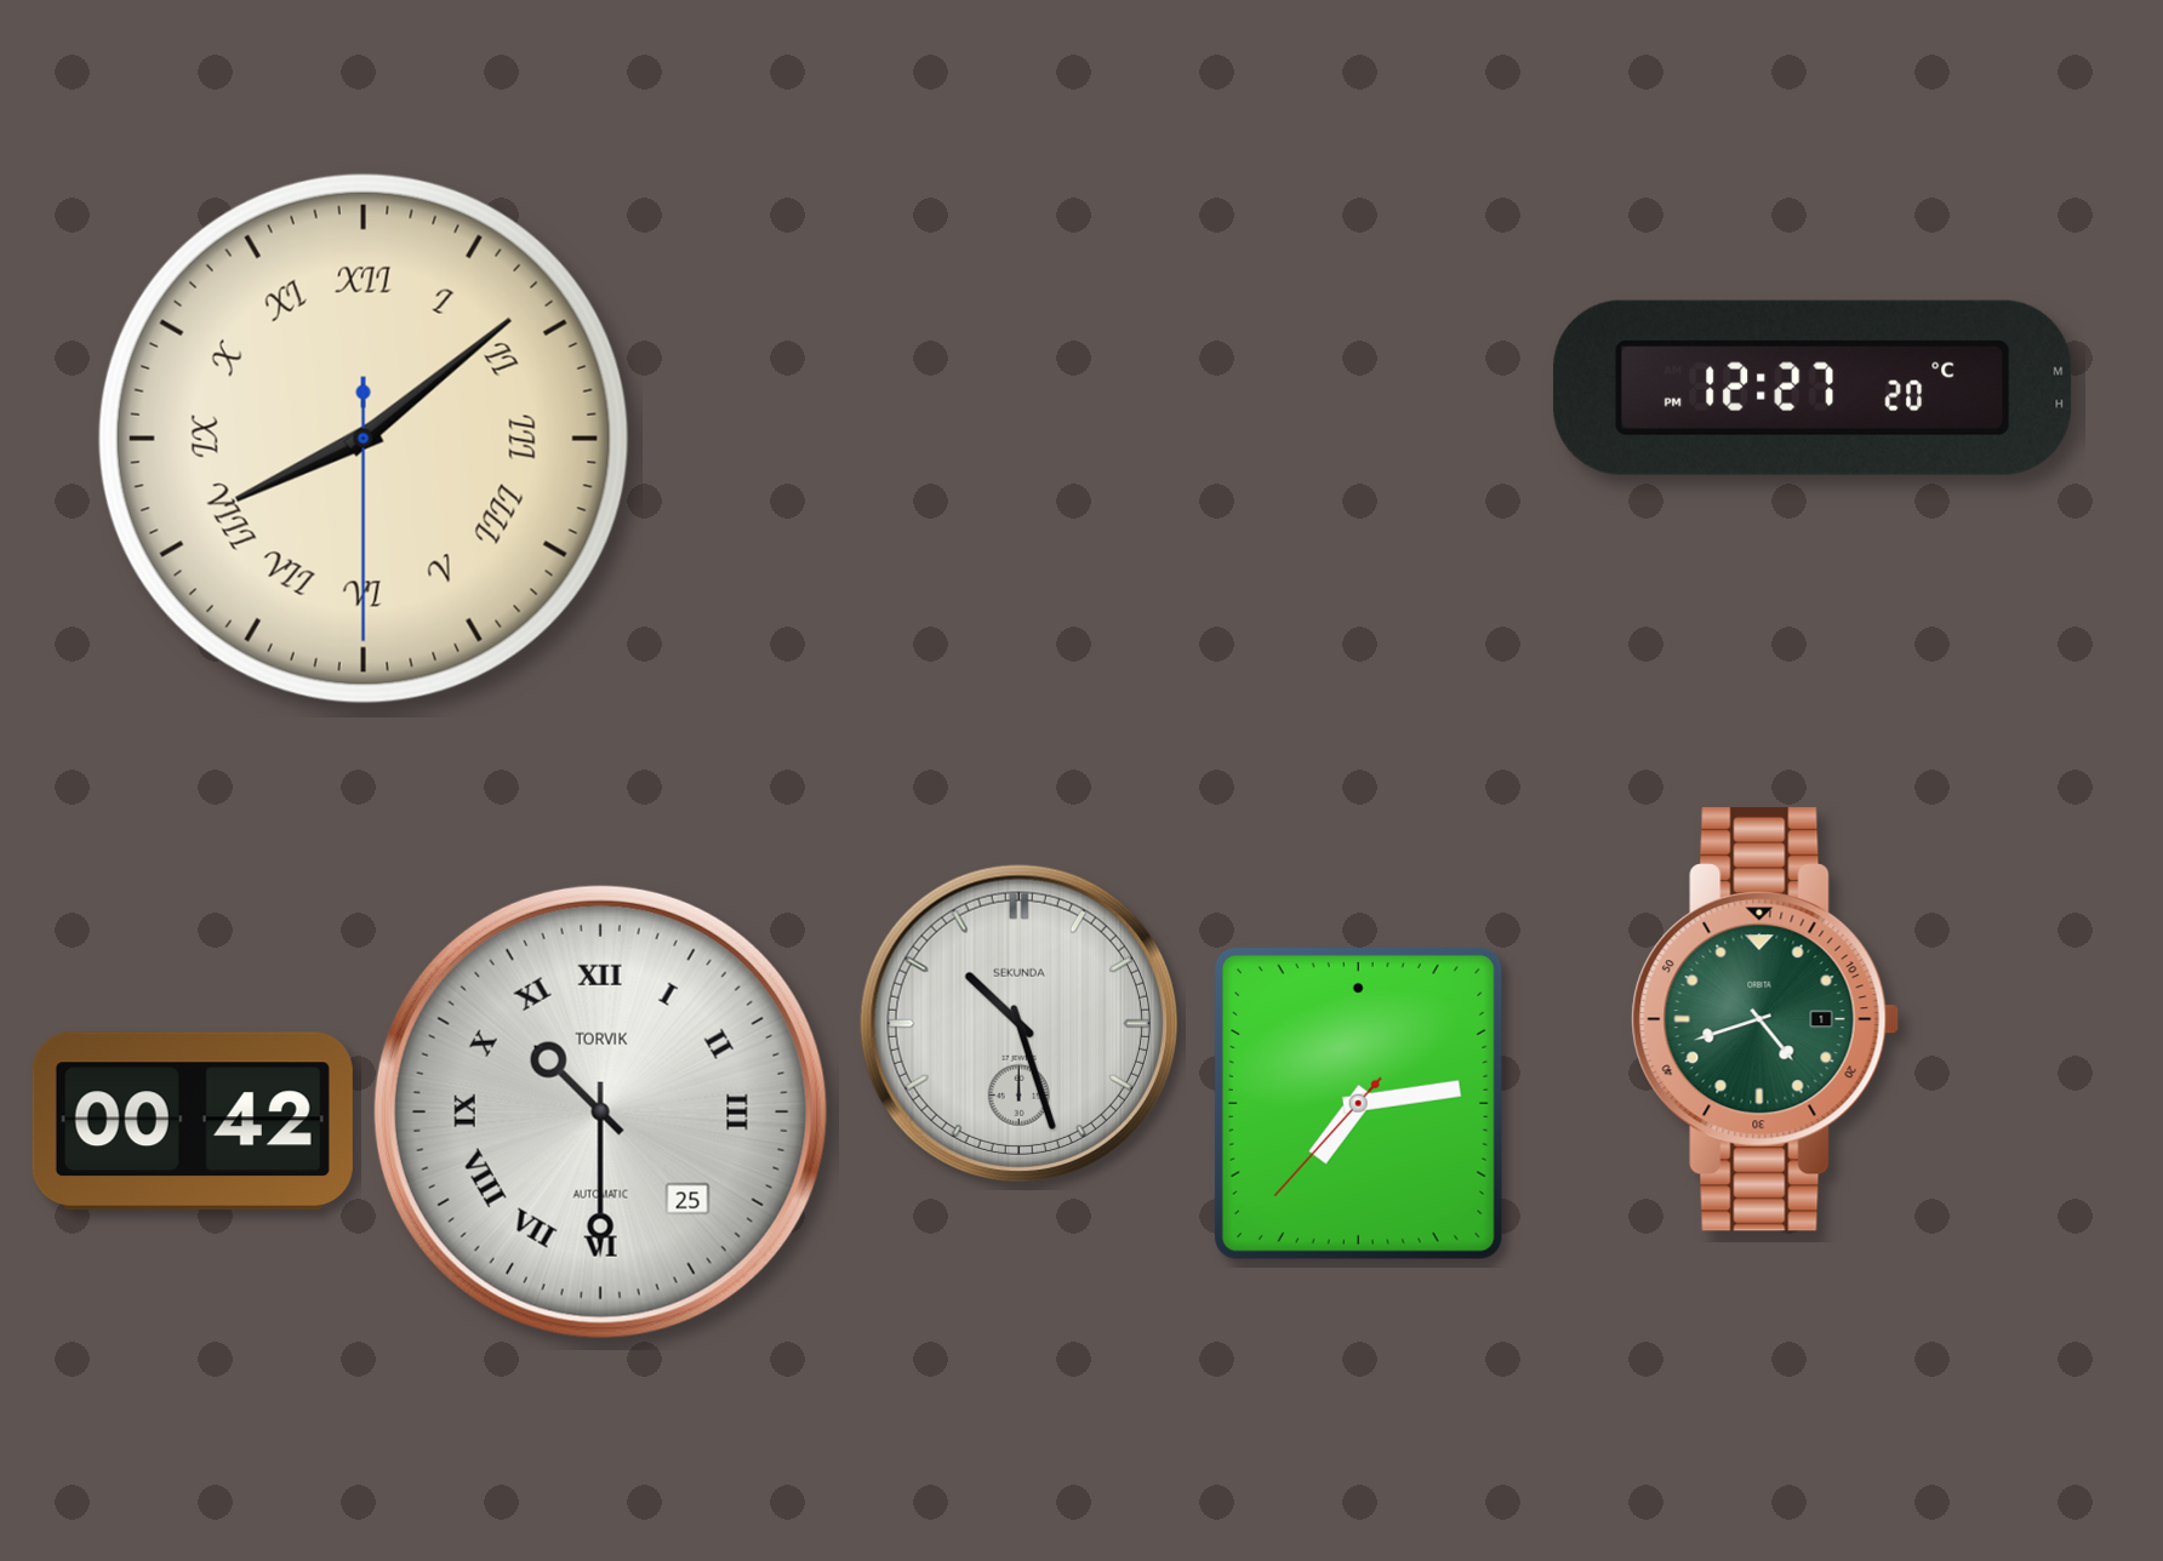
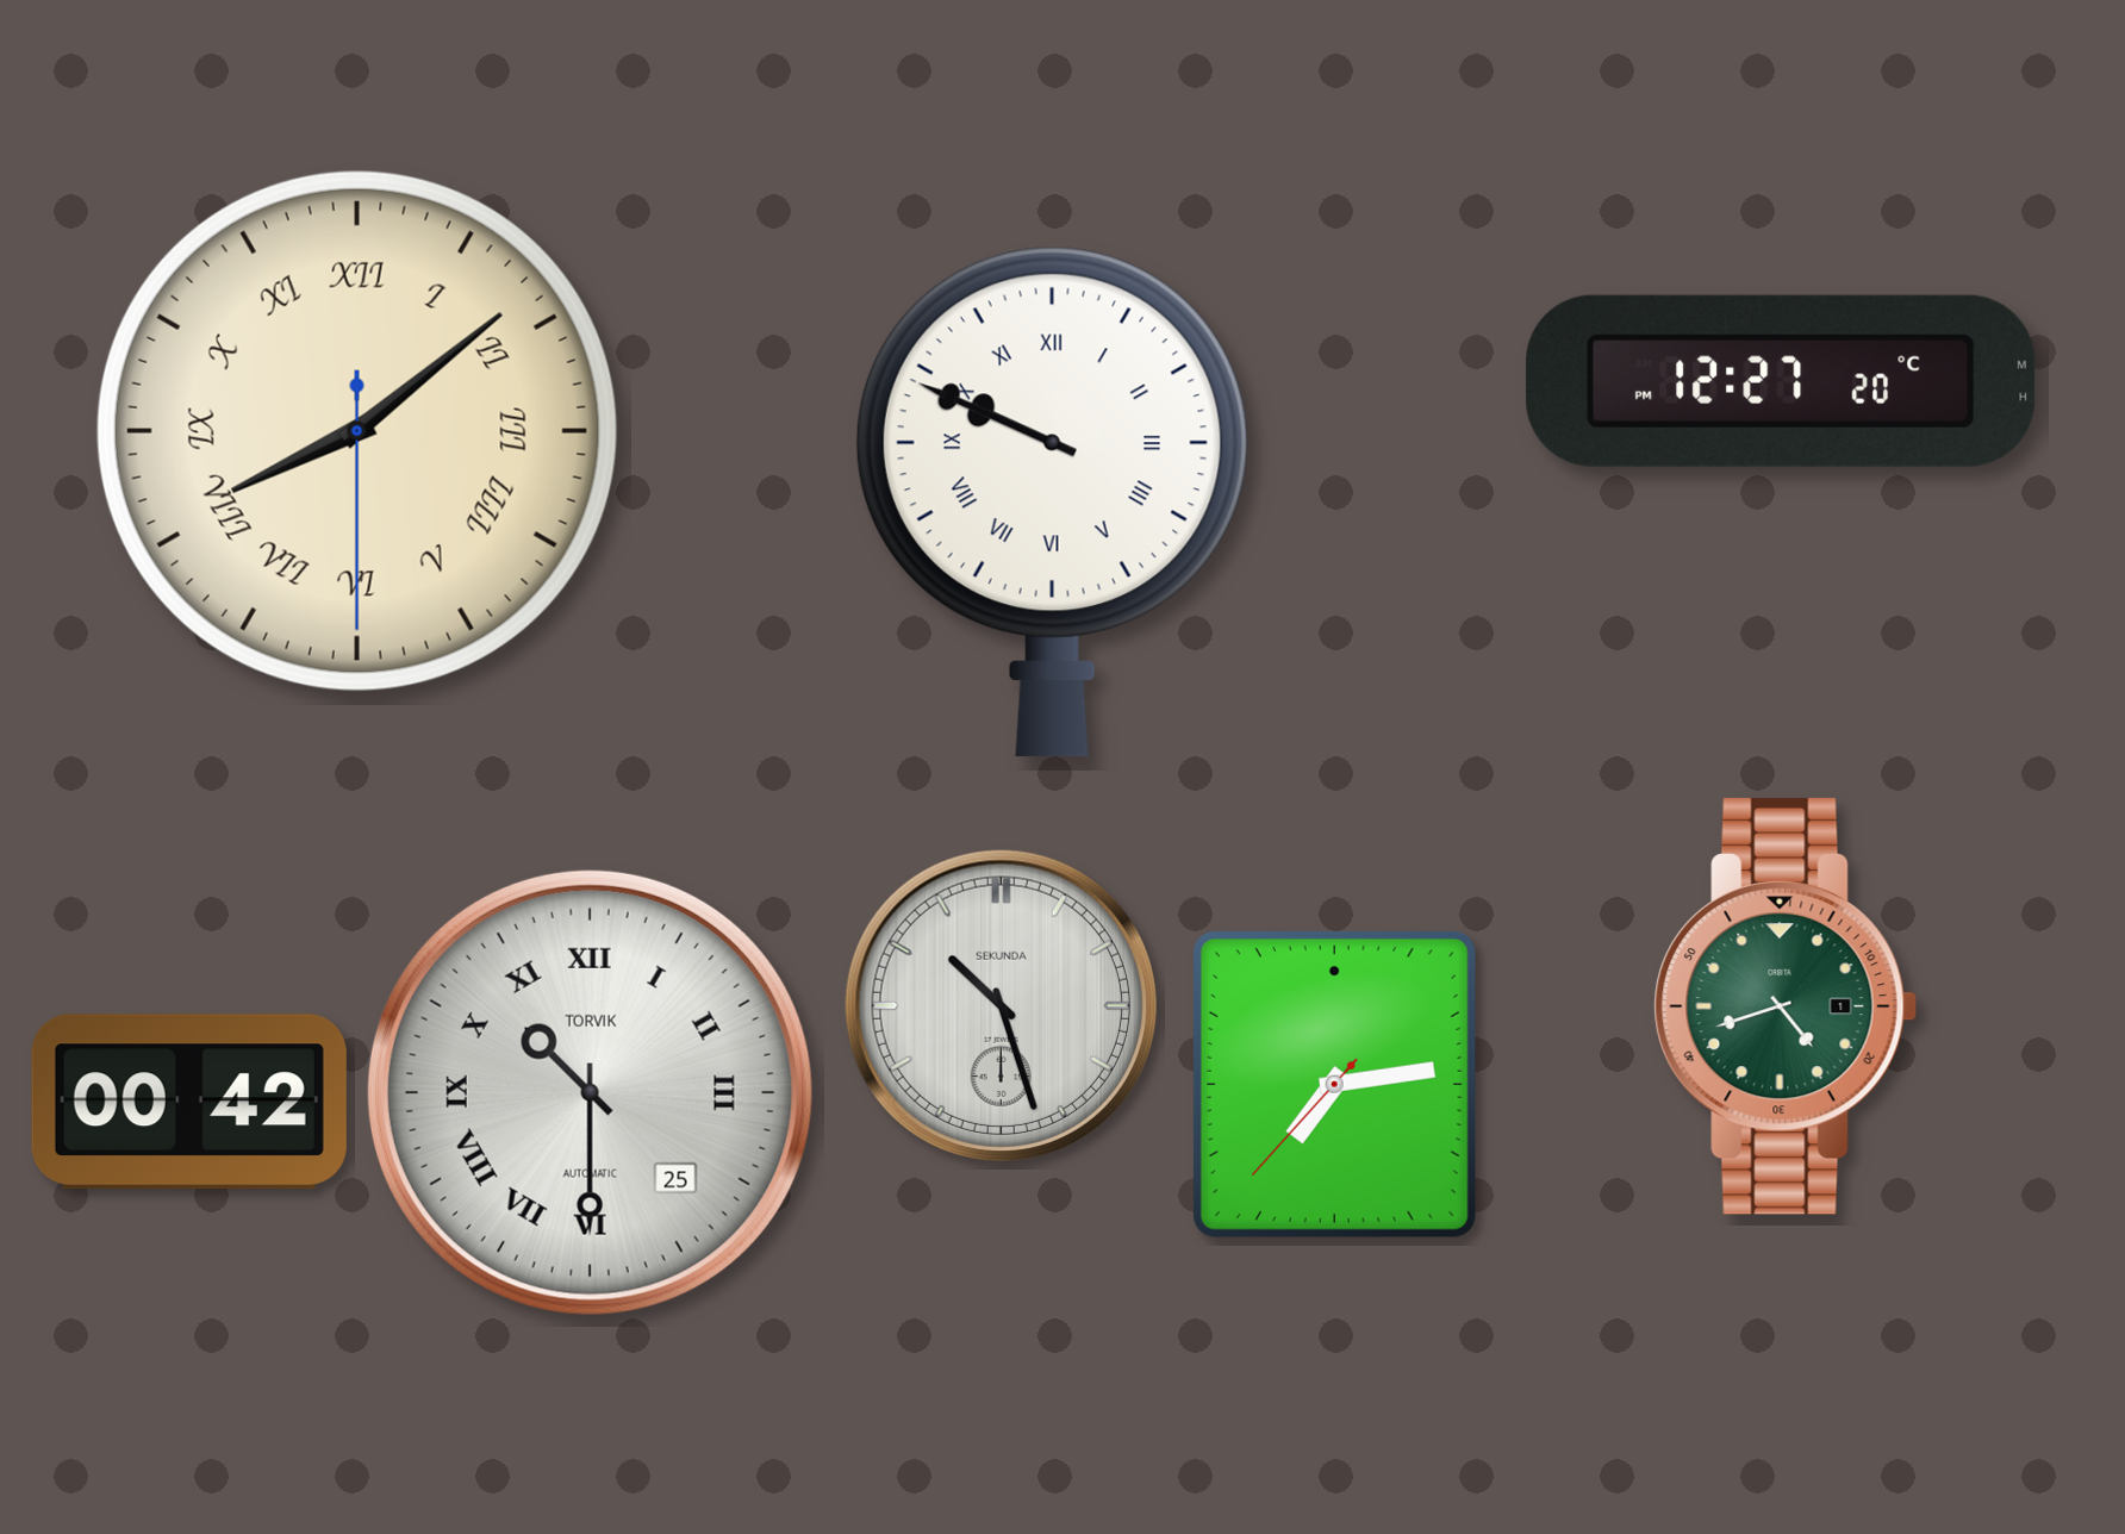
clock at (1052, 501): none -> 9:49
clock at (1765, 1019) position: (1765, 1019) -> (1786, 1006)
